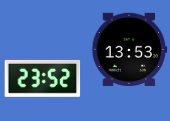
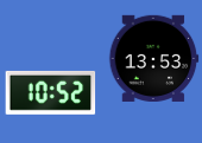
clock at (43, 78): 23:52 -> 10:52
